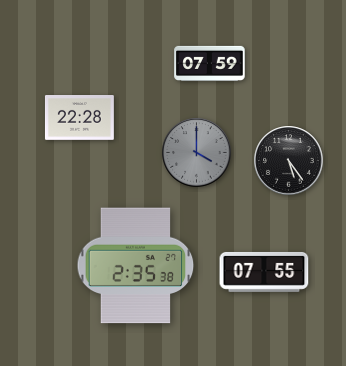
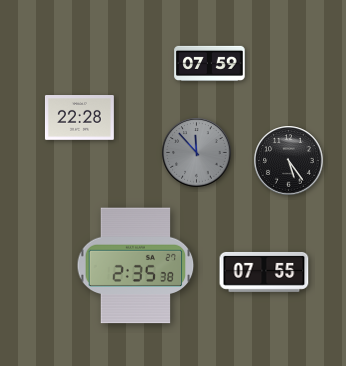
clock at (197, 153): 4:00 -> 11:53
